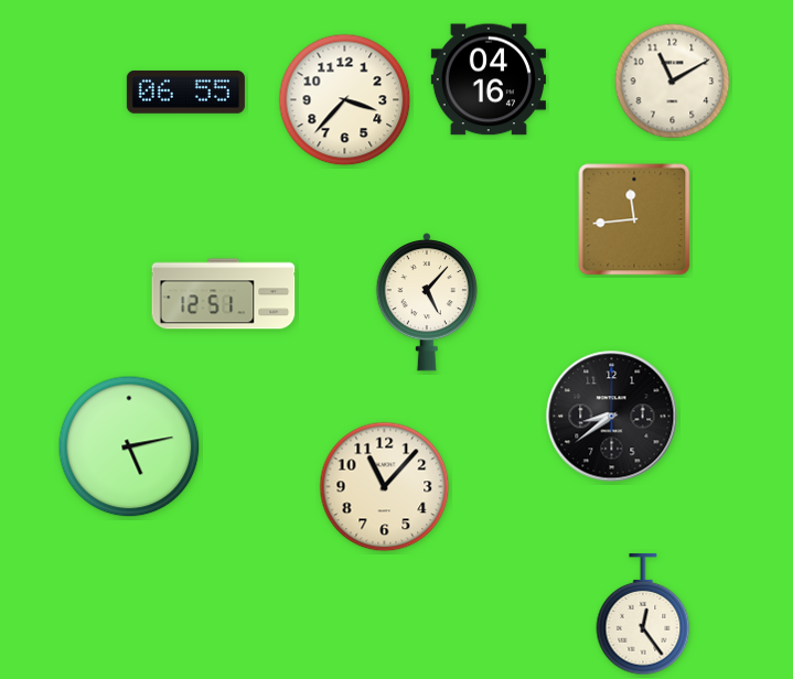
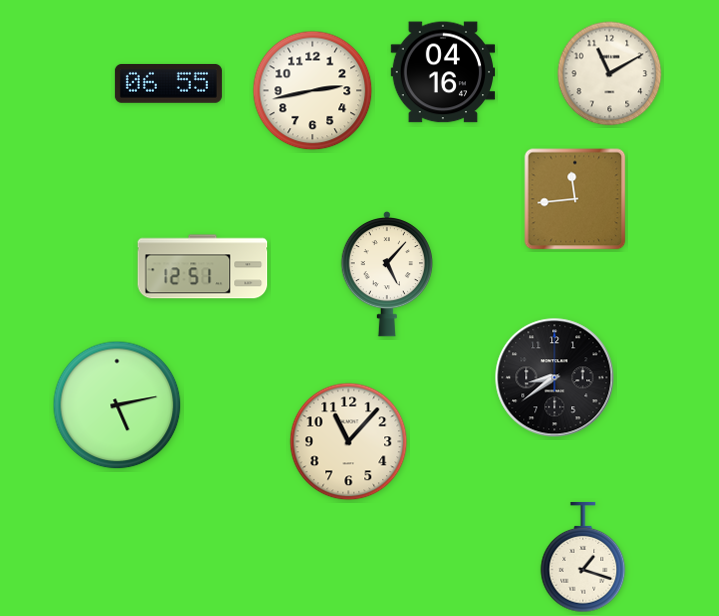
clock at (345, 100): 3:37 -> 2:43
clock at (643, 614): 12:24 -> 1:18
